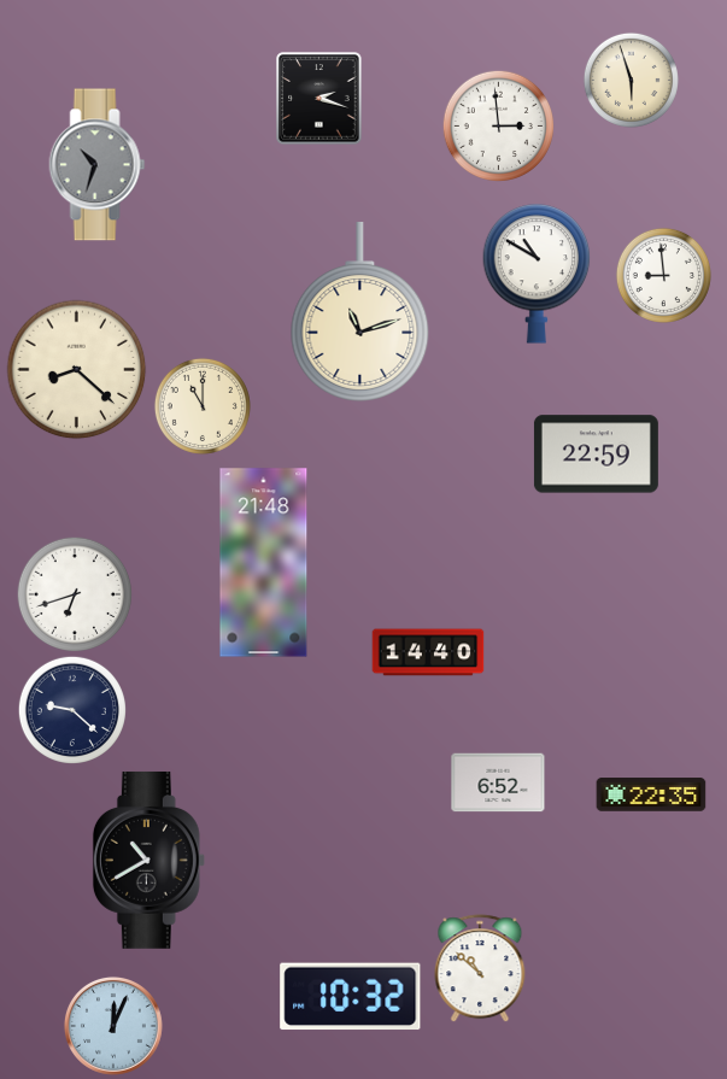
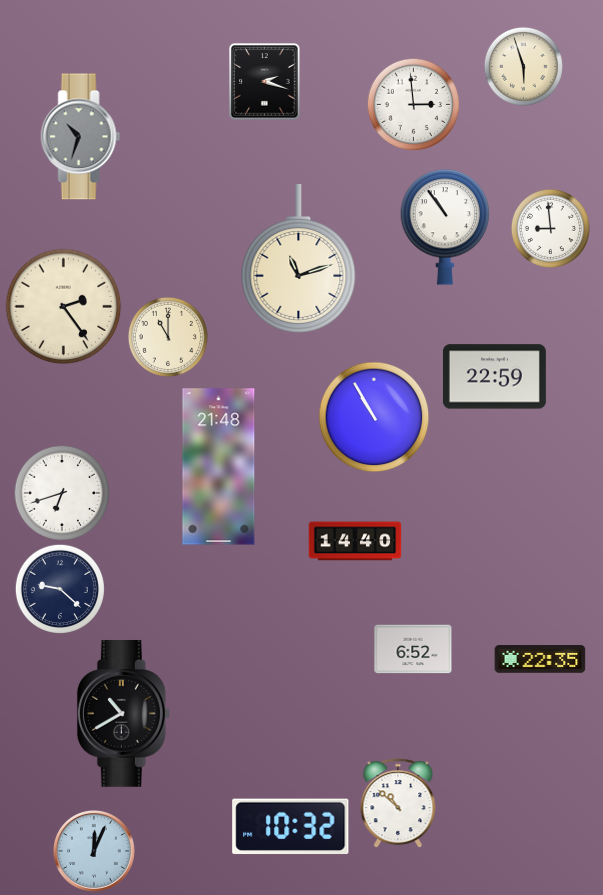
clock at (537, 274): 10:50 -> 10:54
clock at (77, 370): 8:22 -> 2:24
clock at (374, 417): none -> 10:55
